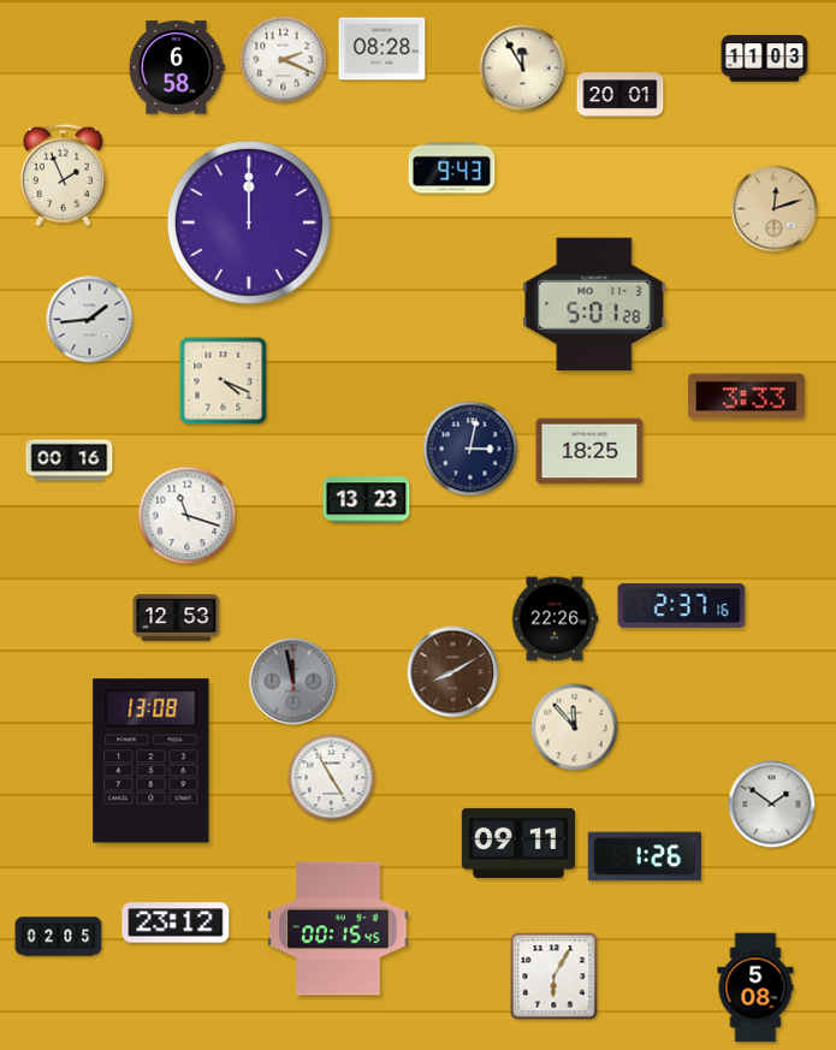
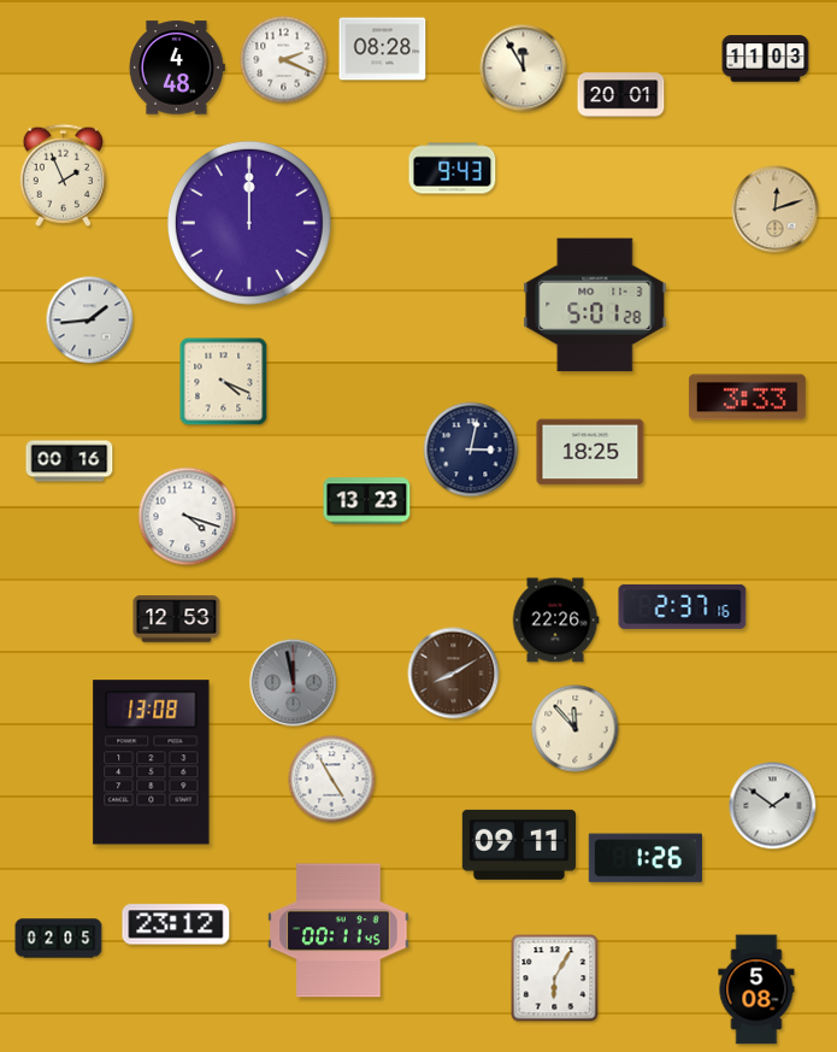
clock at (177, 67): 6:58 -> 4:48
clock at (188, 516): 11:18 -> 4:18
clock at (338, 929): 00:15 -> 00:11
